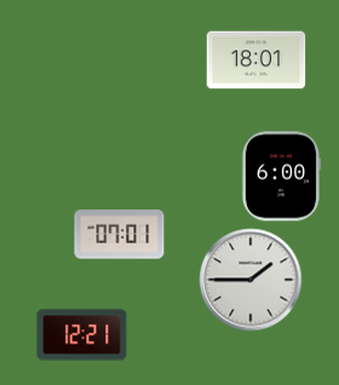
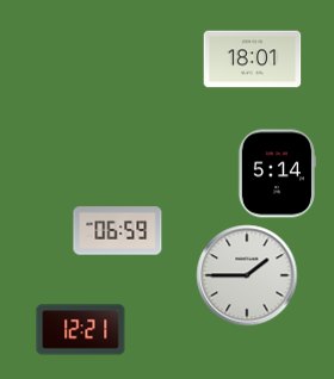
clock at (281, 177): 6:00 -> 5:14
clock at (120, 235): 07:01 -> 06:59
